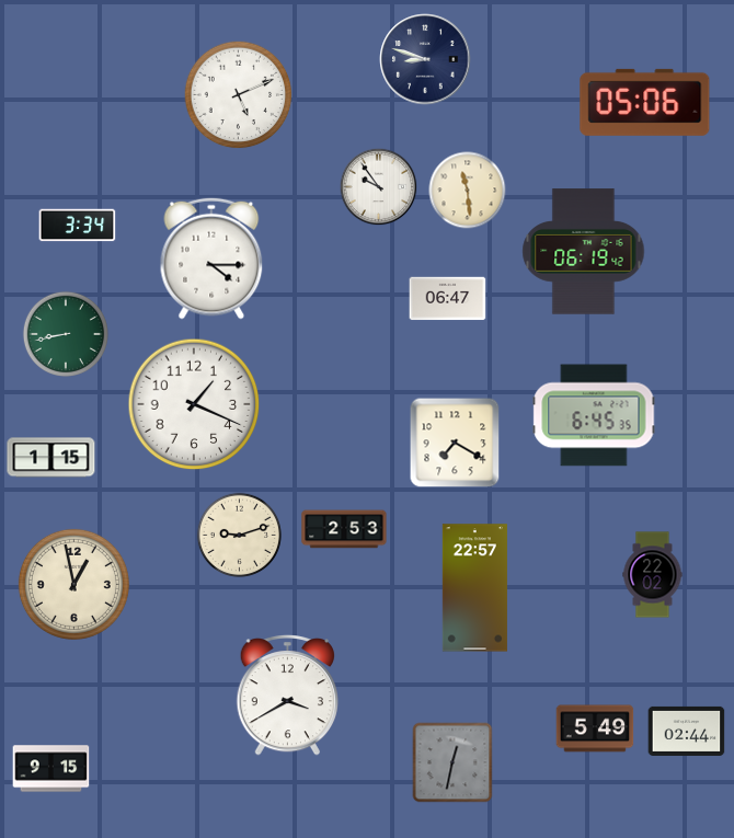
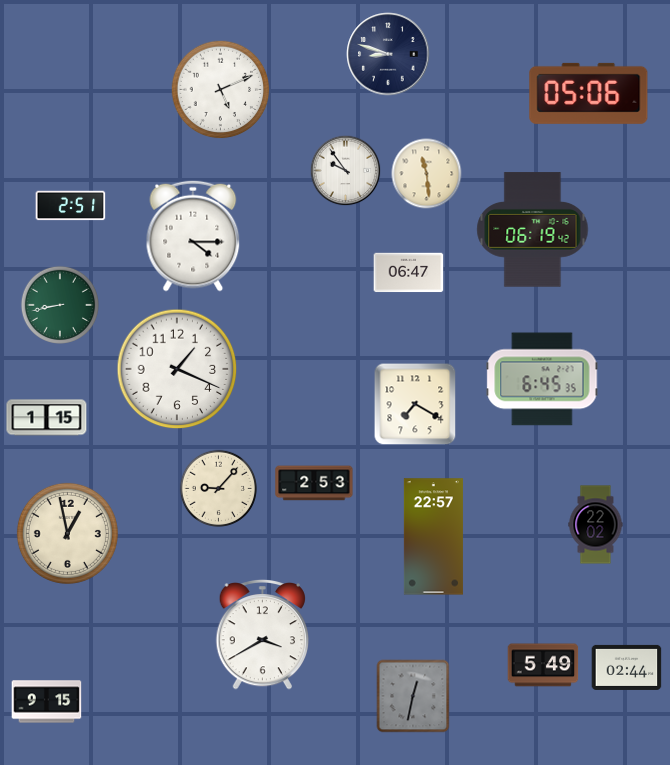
clock at (239, 95) position: (239, 95) -> (221, 90)
clock at (78, 226): 3:34 -> 2:51
clock at (240, 536): 9:12 -> 9:07
